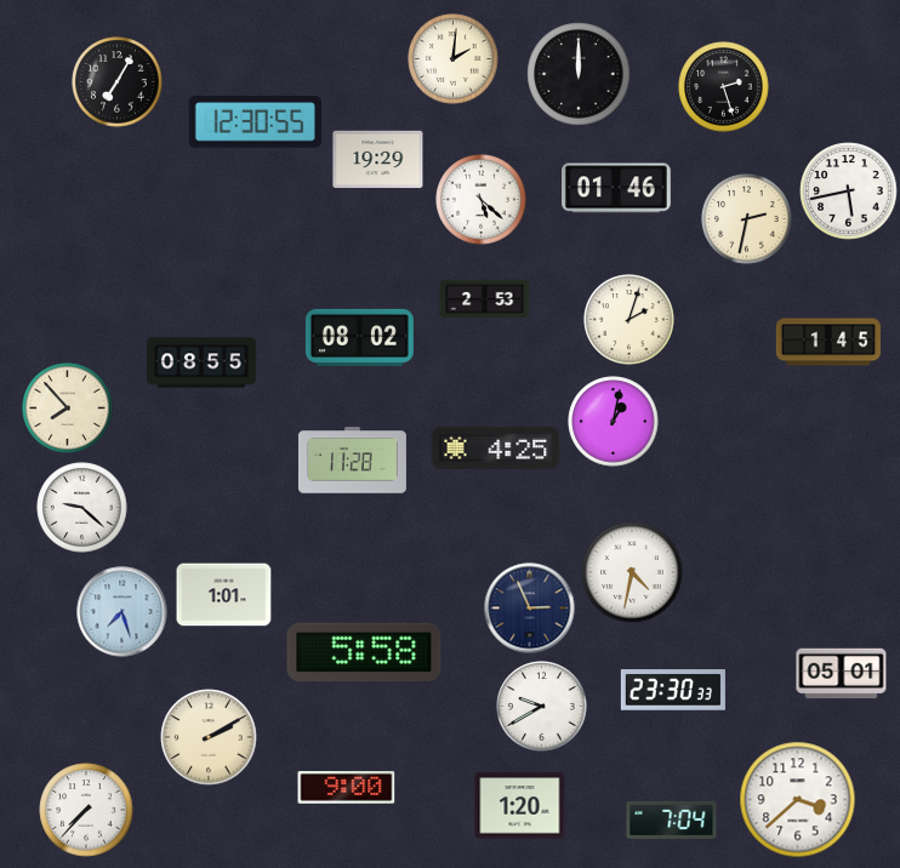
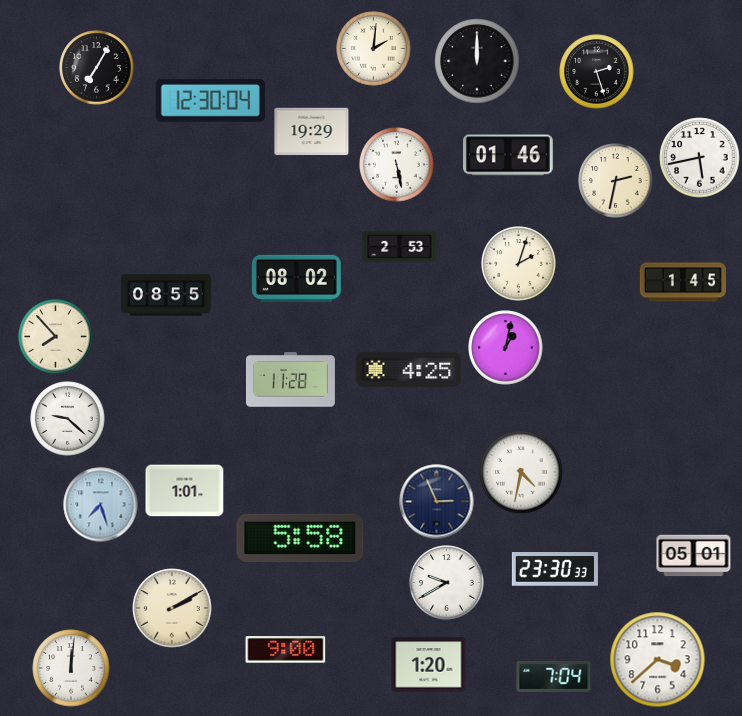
clock at (255, 122): 12:30:55 -> 12:30:04
clock at (482, 200): 5:22 -> 5:28
clock at (203, 362) position: (203, 362) -> (167, 295)
clock at (86, 810): 7:37 -> 12:01
